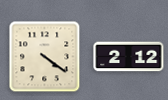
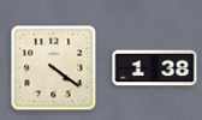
clock at (129, 57): 2:12 -> 1:38
